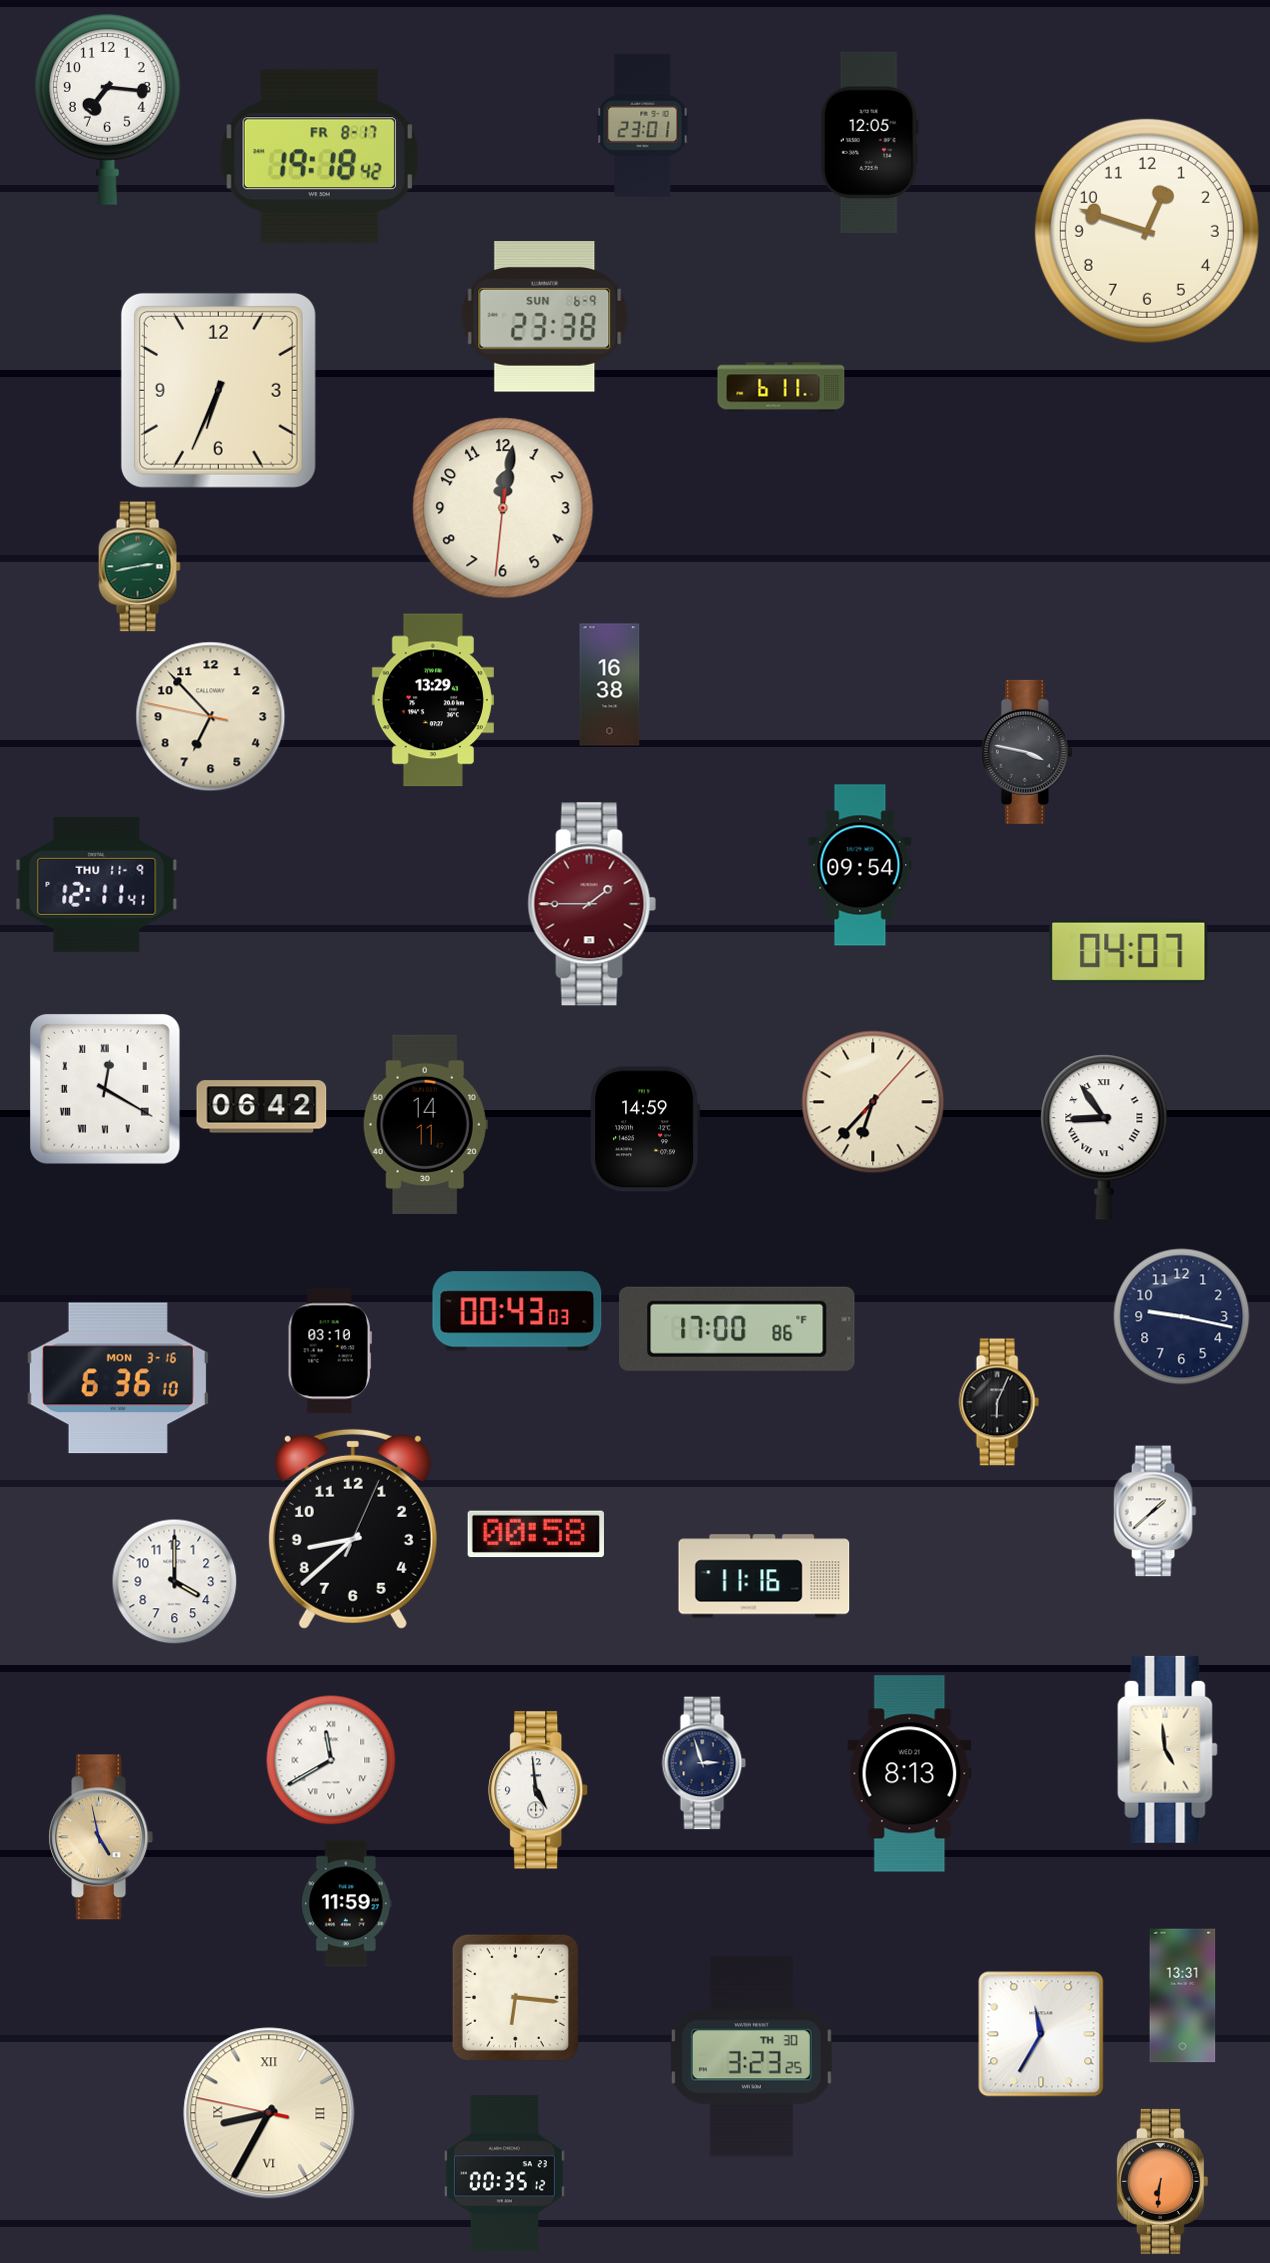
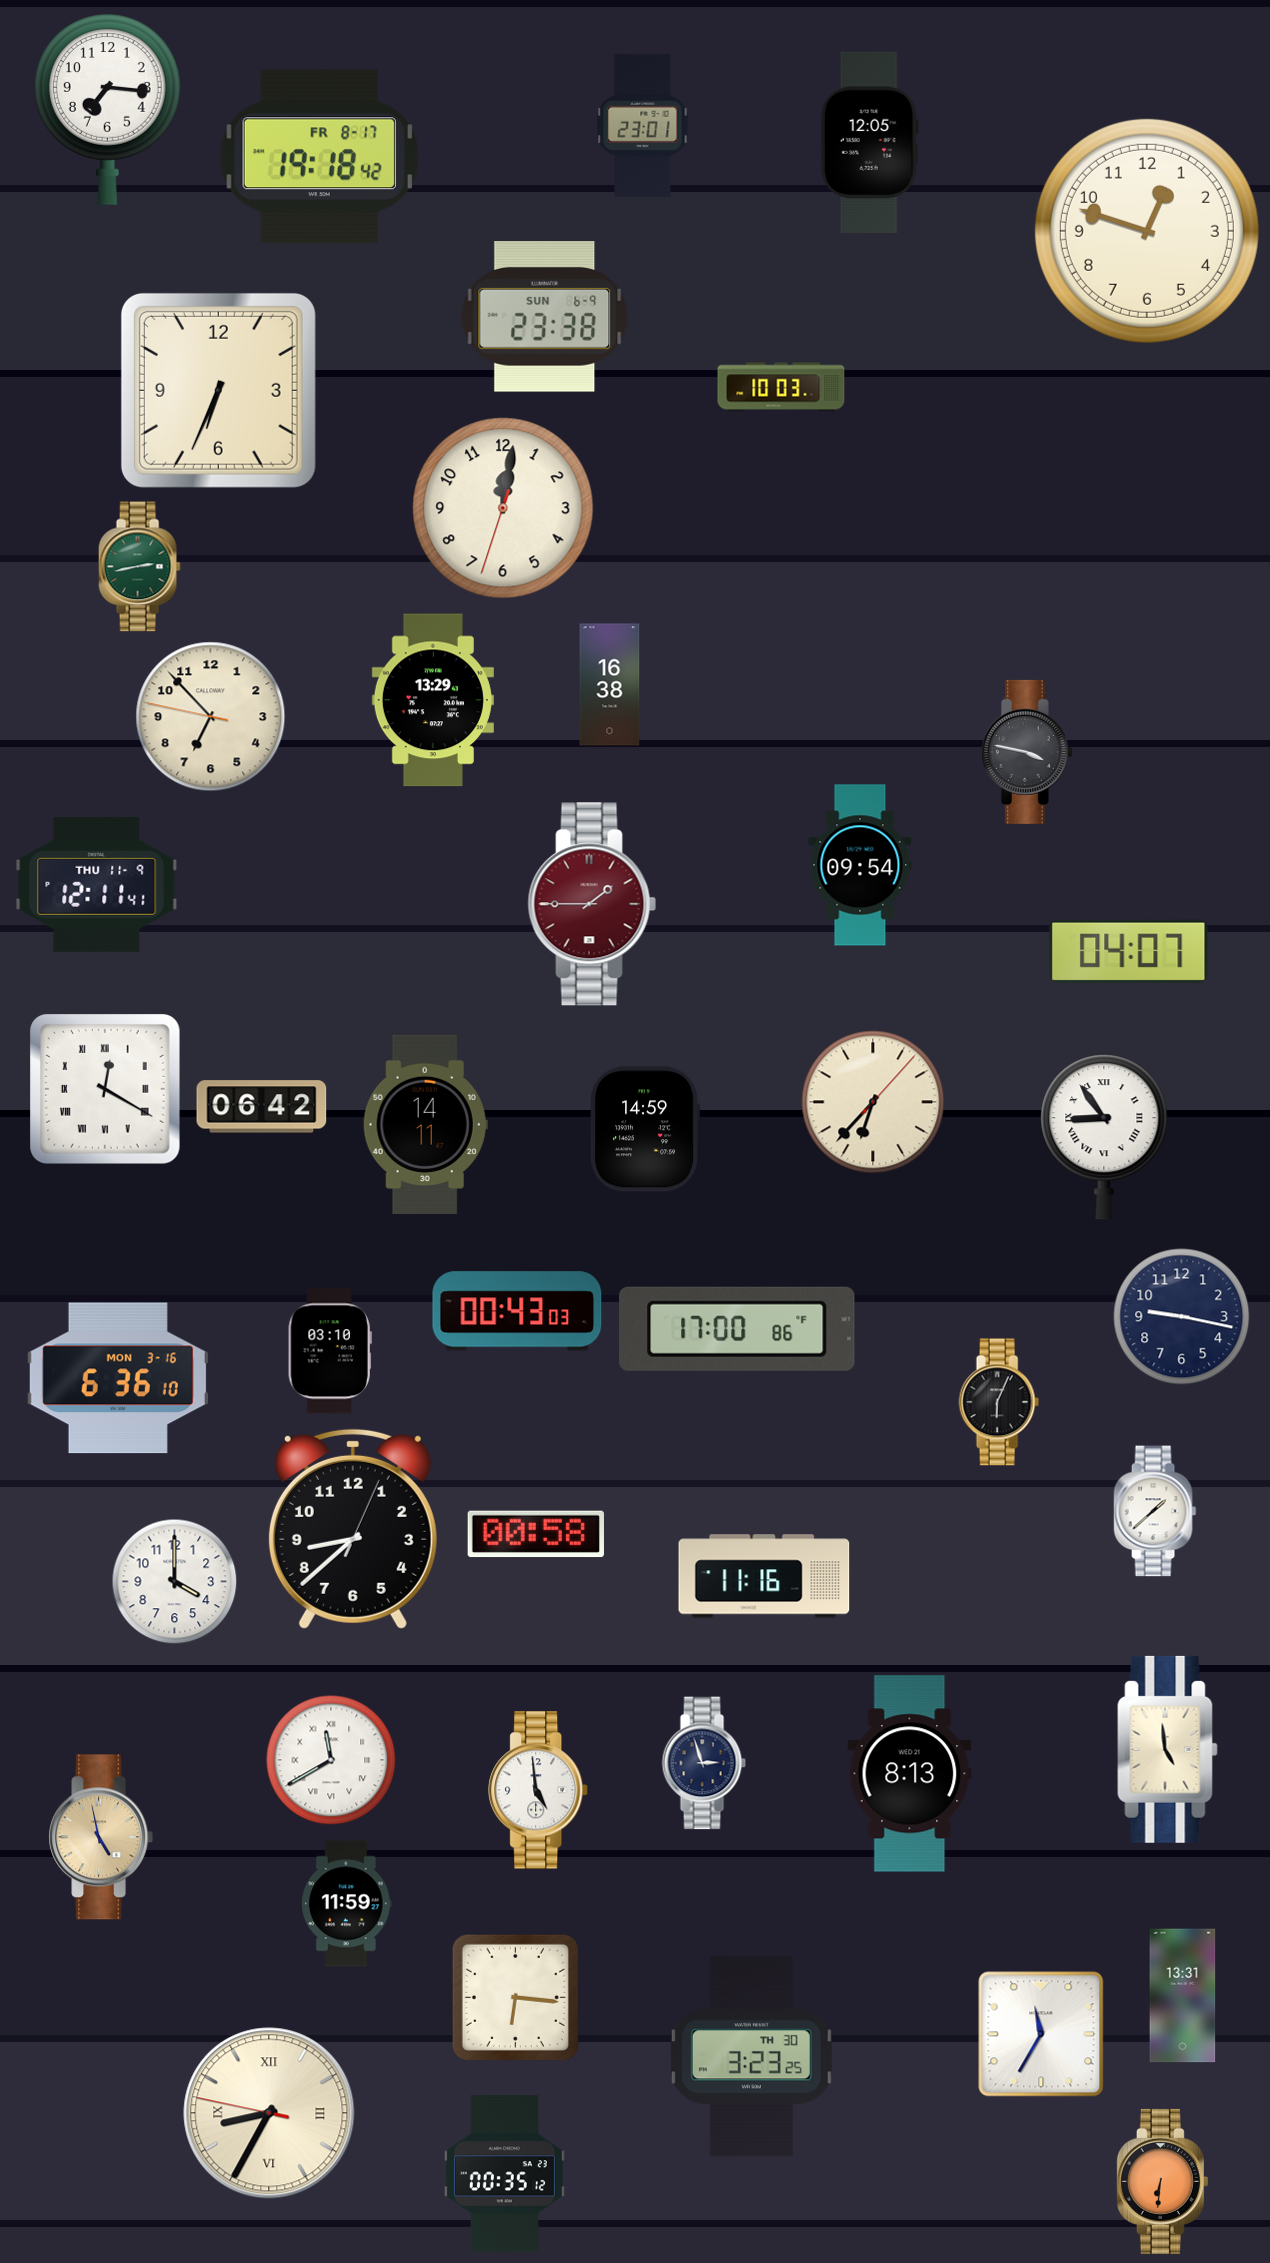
clock at (781, 387): 6:11 -> 10:03
clock at (503, 508): 12:01:31 -> 12:01:33
